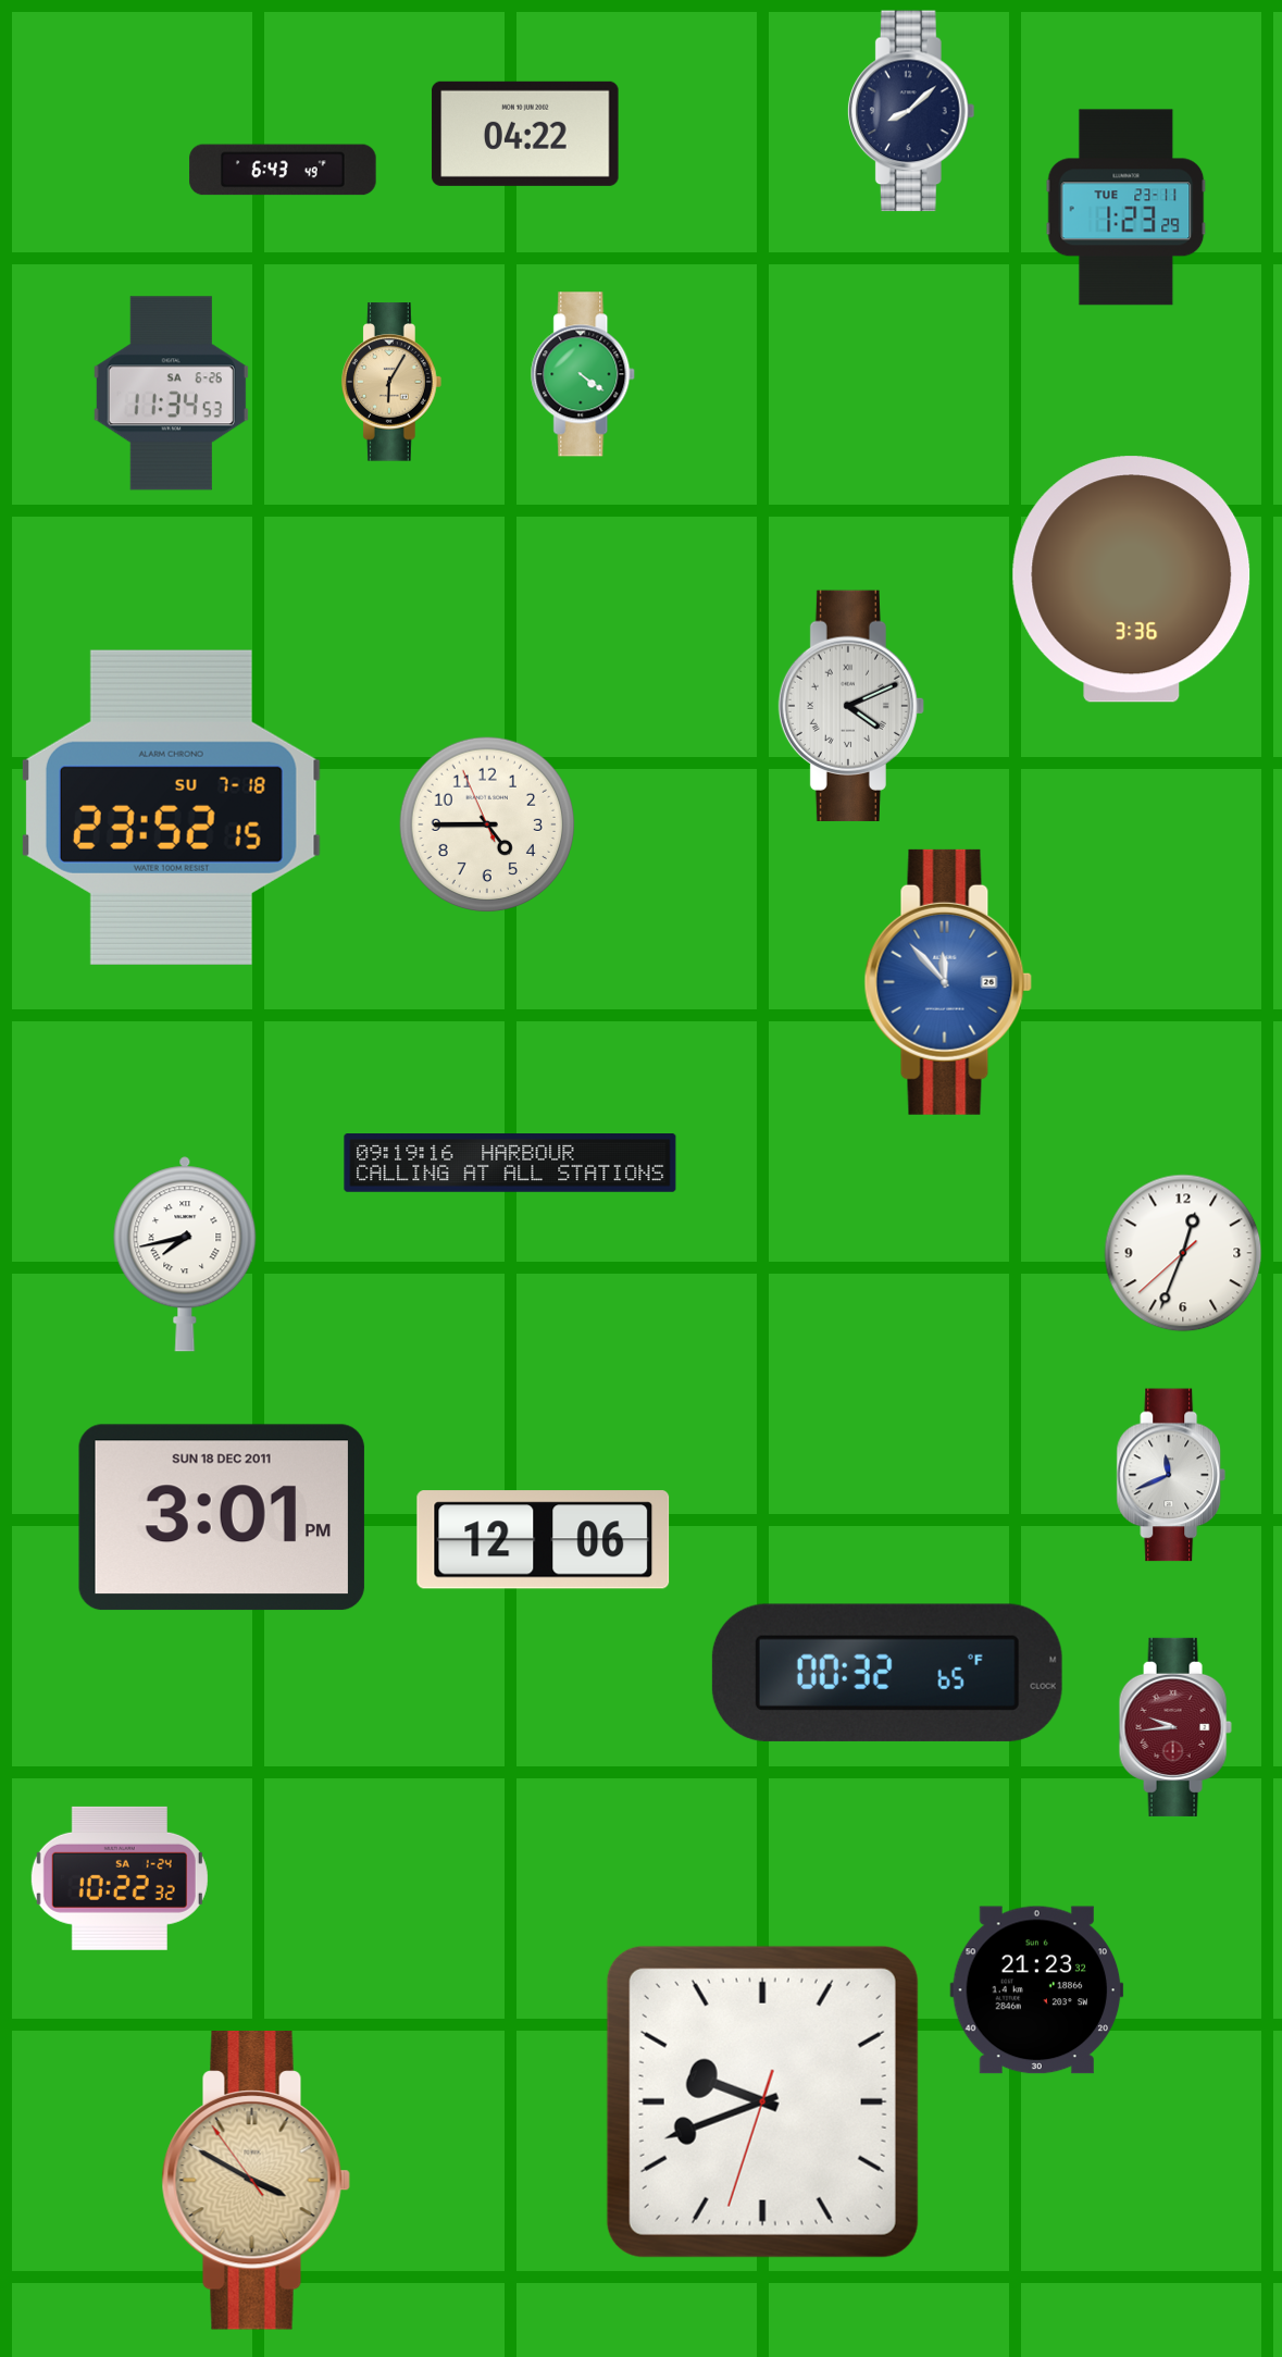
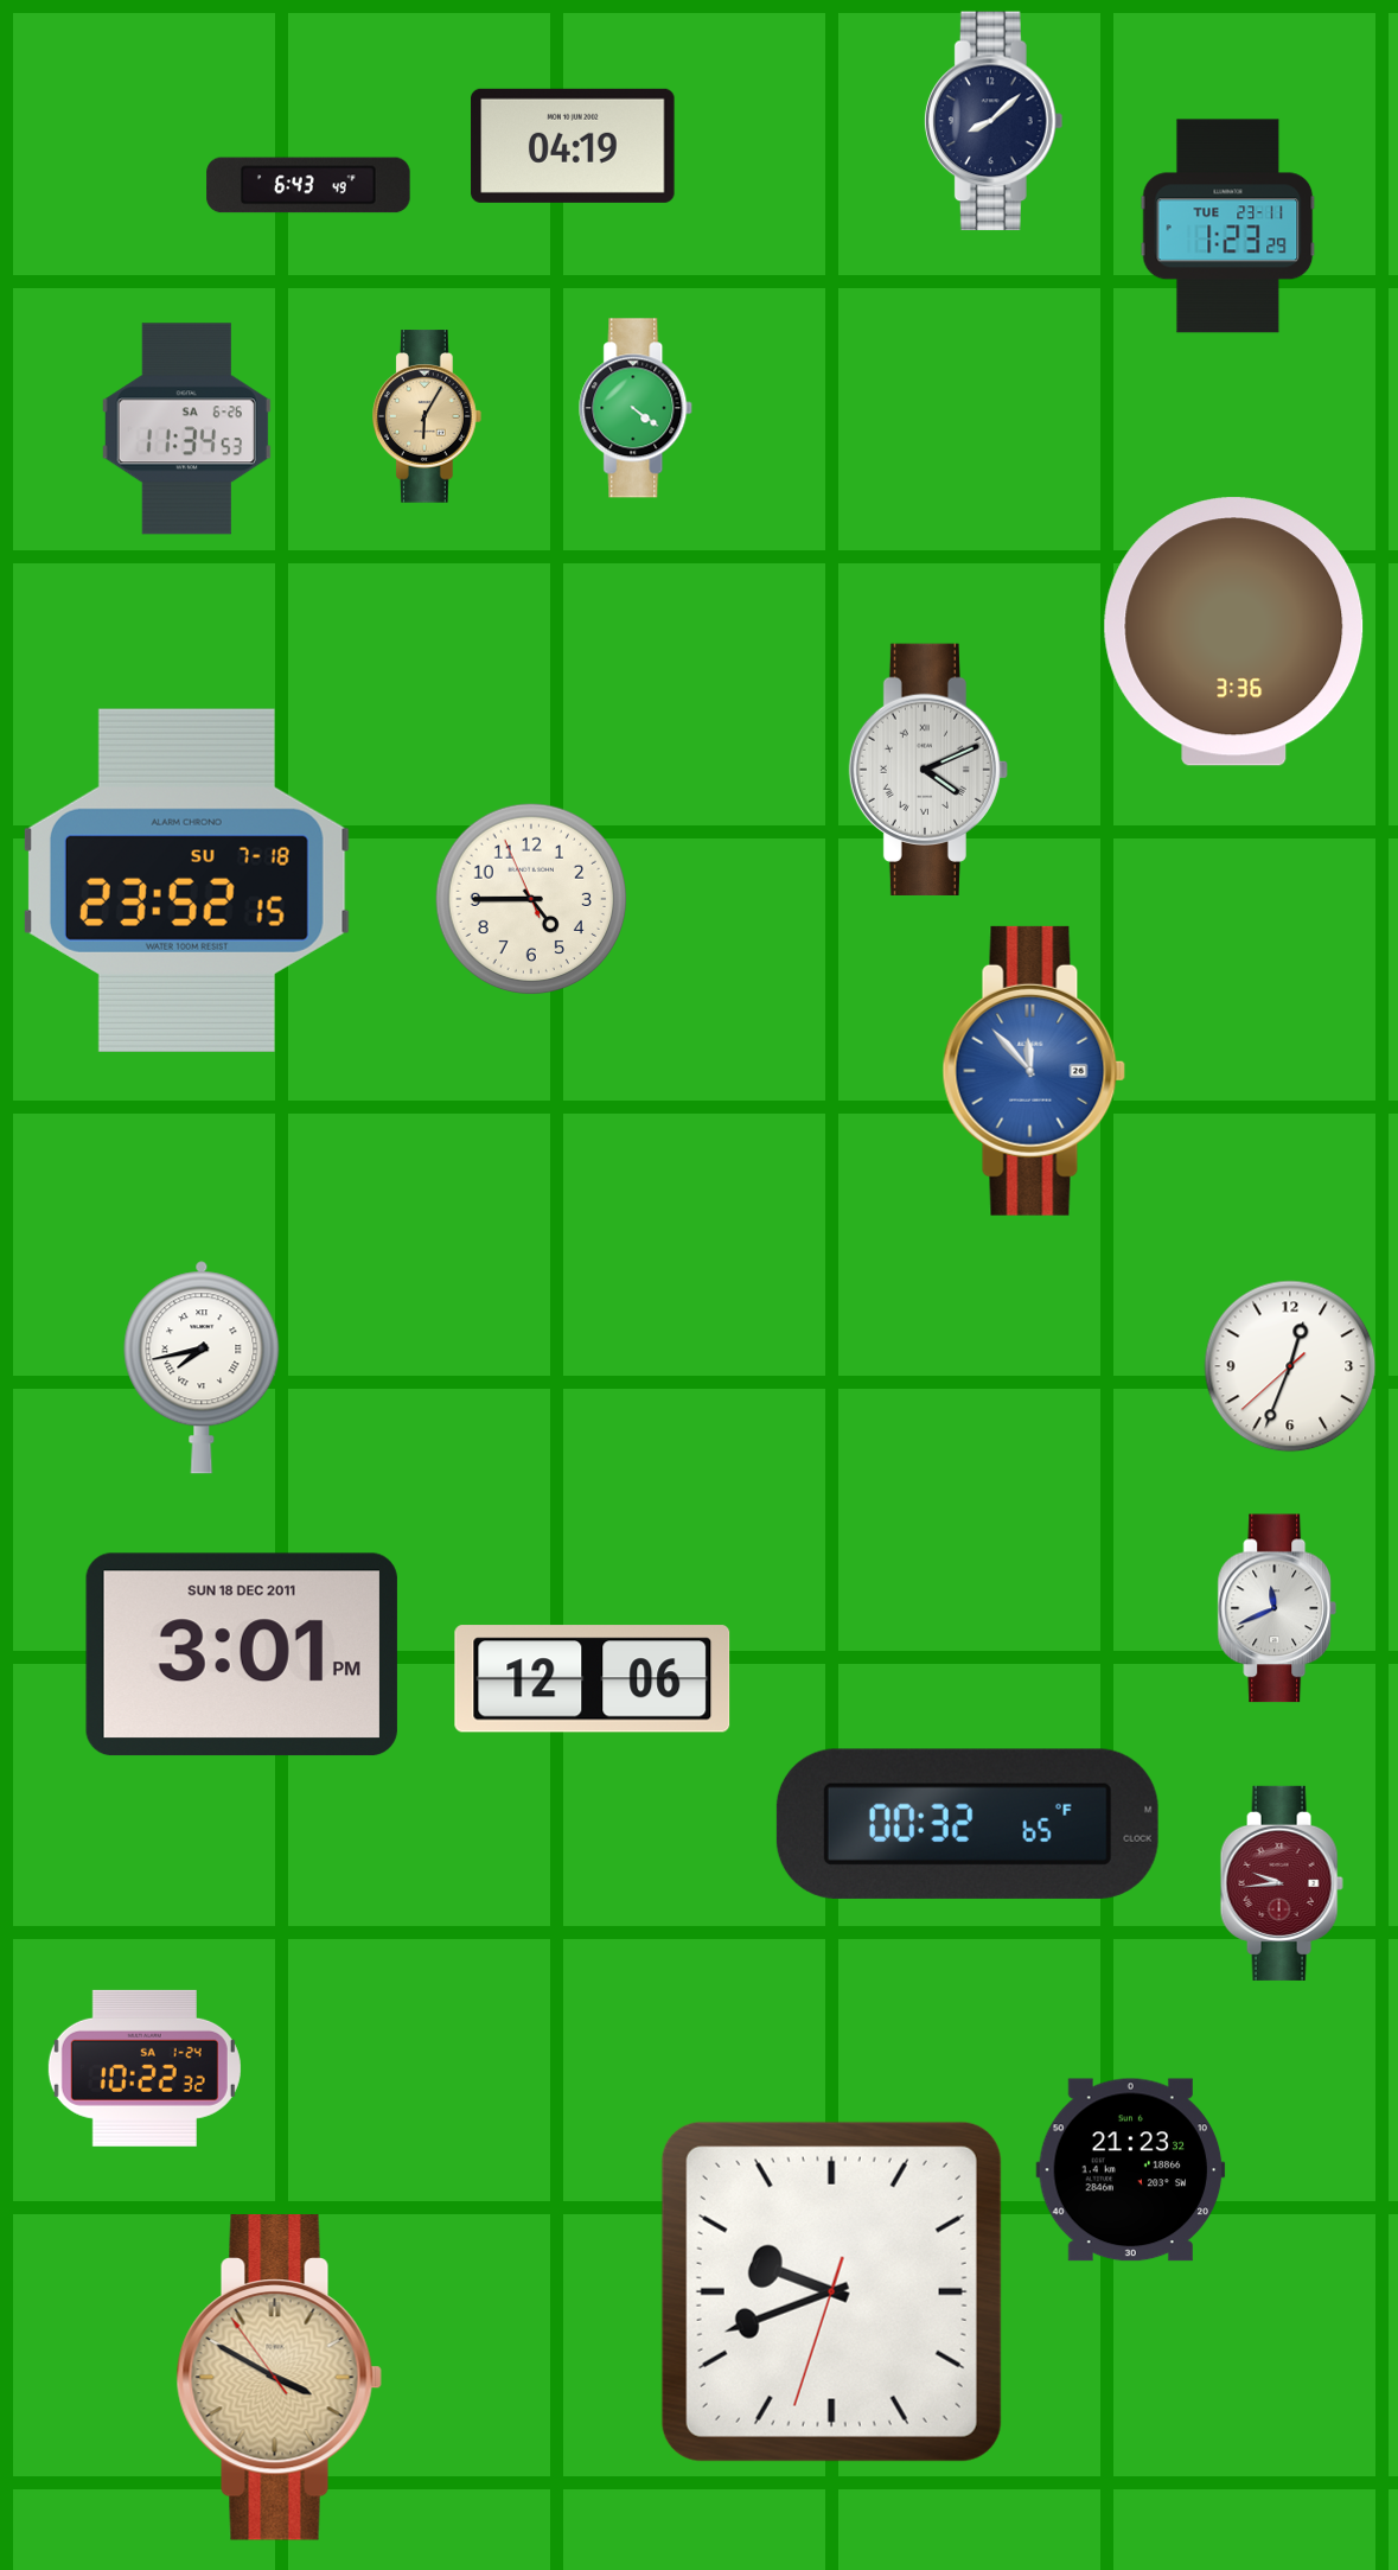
clock at (525, 134): 04:22 -> 04:19
clock at (510, 1163): 09:19 -> none
clock at (120, 1878) position: (120, 1878) -> (145, 2068)
